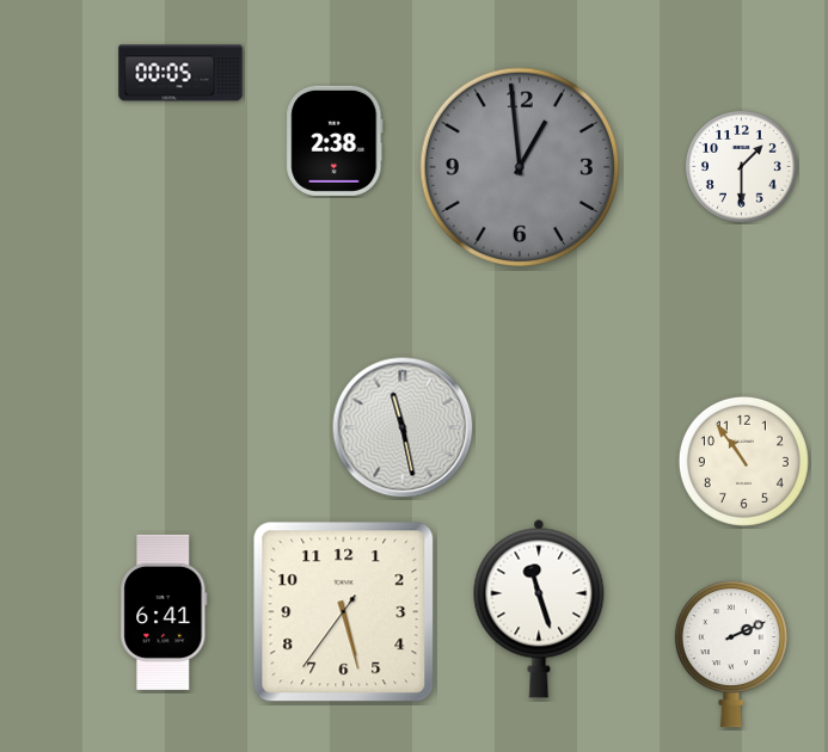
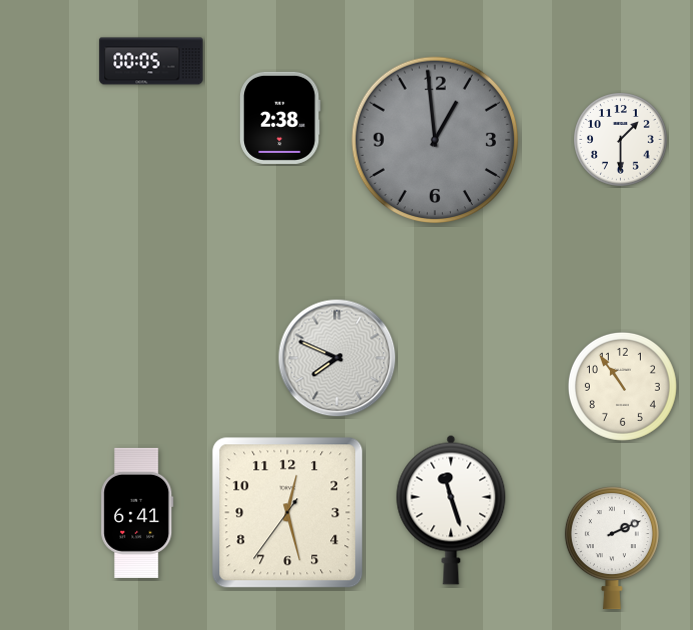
clock at (403, 427): 11:28 -> 7:49
clock at (344, 612): 5:27 -> 12:27
